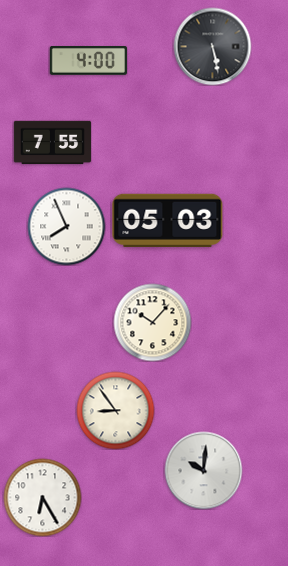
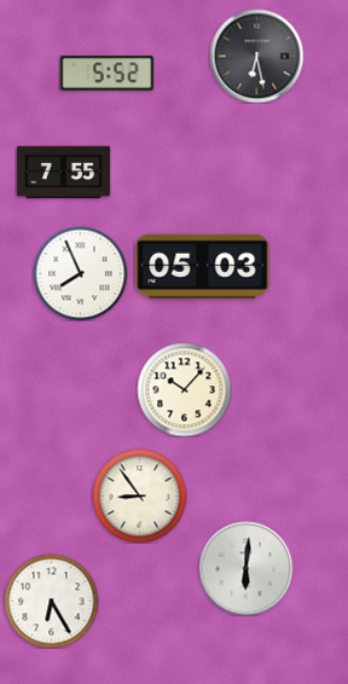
clock at (212, 46): 5:28 -> 6:28
clock at (88, 61): 4:00 -> 5:52
clock at (203, 470): 10:01 -> 6:01
